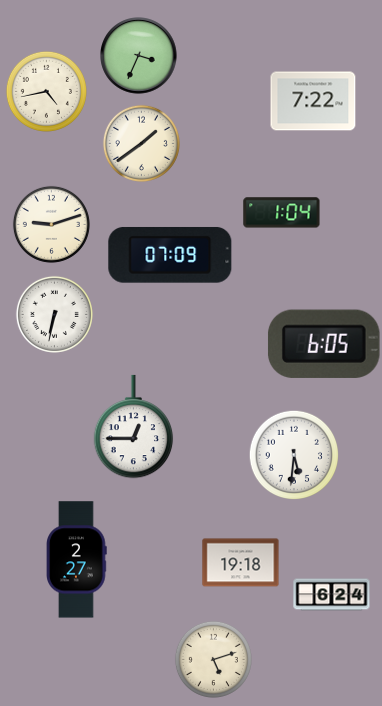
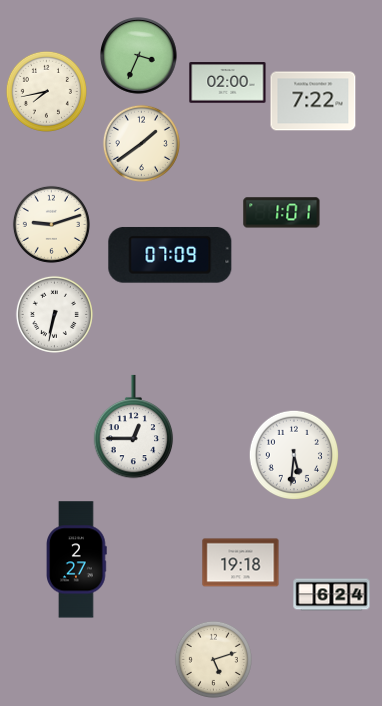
clock at (228, 83): none -> 02:00
clock at (46, 91): 4:43 -> 7:43
clock at (282, 213): 1:04 -> 1:01
clock at (324, 344): 6:05 -> none
